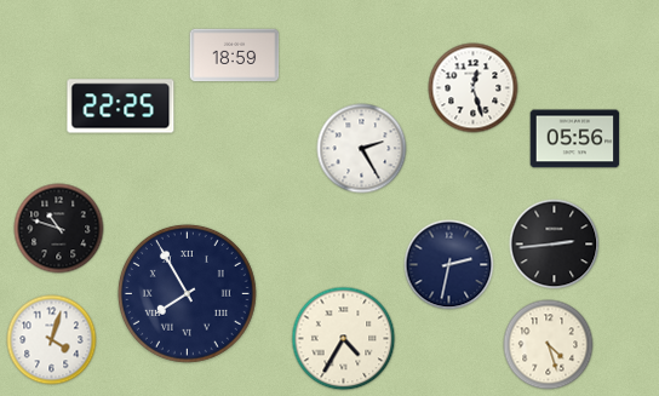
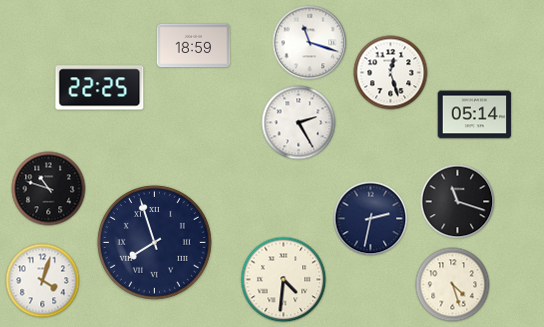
clock at (310, 43): none -> 11:18
clock at (575, 139): 05:56 -> 05:14
clock at (555, 245): 2:44 -> 11:18
clock at (187, 293): 7:55 -> 7:57
clock at (344, 339): 4:35 -> 4:31
